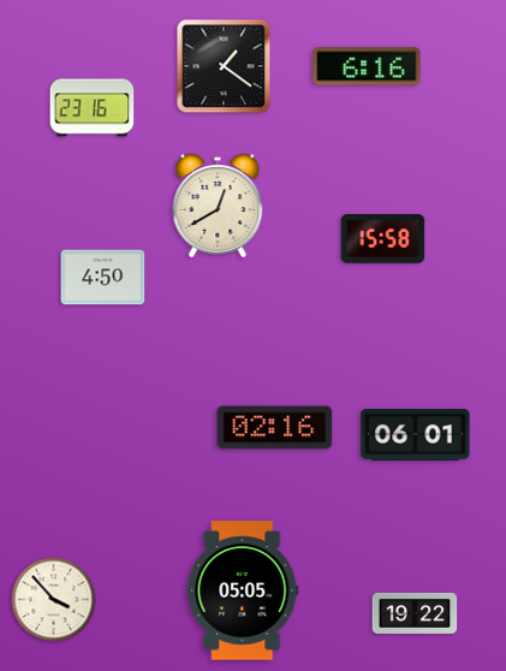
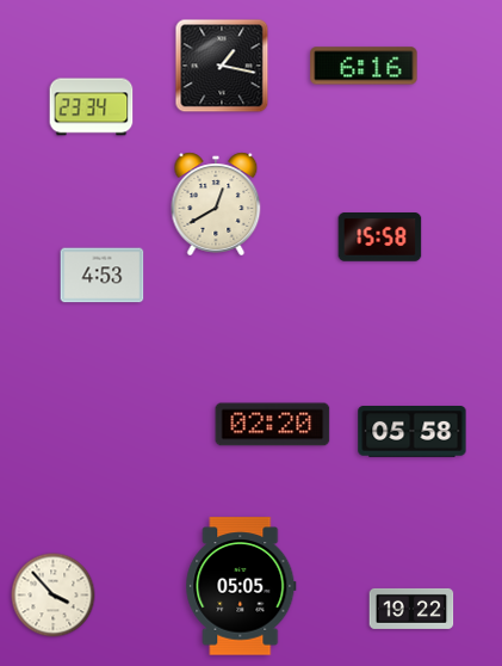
clock at (224, 66): 1:21 -> 1:17
clock at (93, 108): 23:16 -> 23:34
clock at (103, 278): 4:50 -> 4:53
clock at (275, 428): 02:16 -> 02:20
clock at (416, 435): 06:01 -> 05:58
